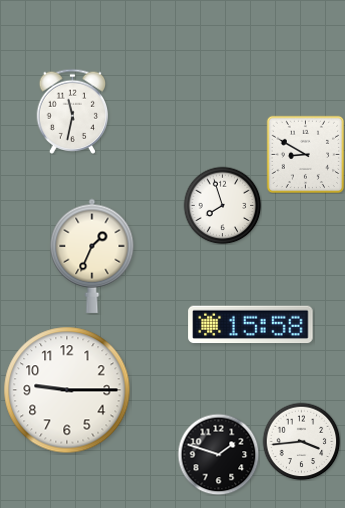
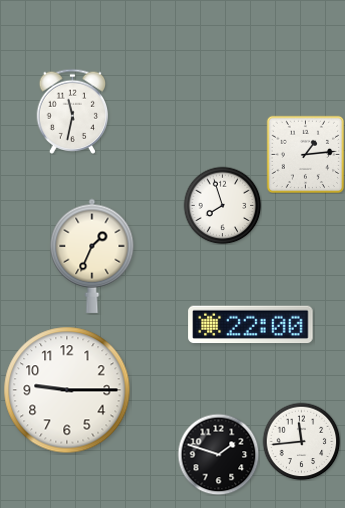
clock at (305, 154): 8:50 -> 1:14
clock at (251, 325): 15:58 -> 22:00
clock at (301, 441): 3:44 -> 11:44
